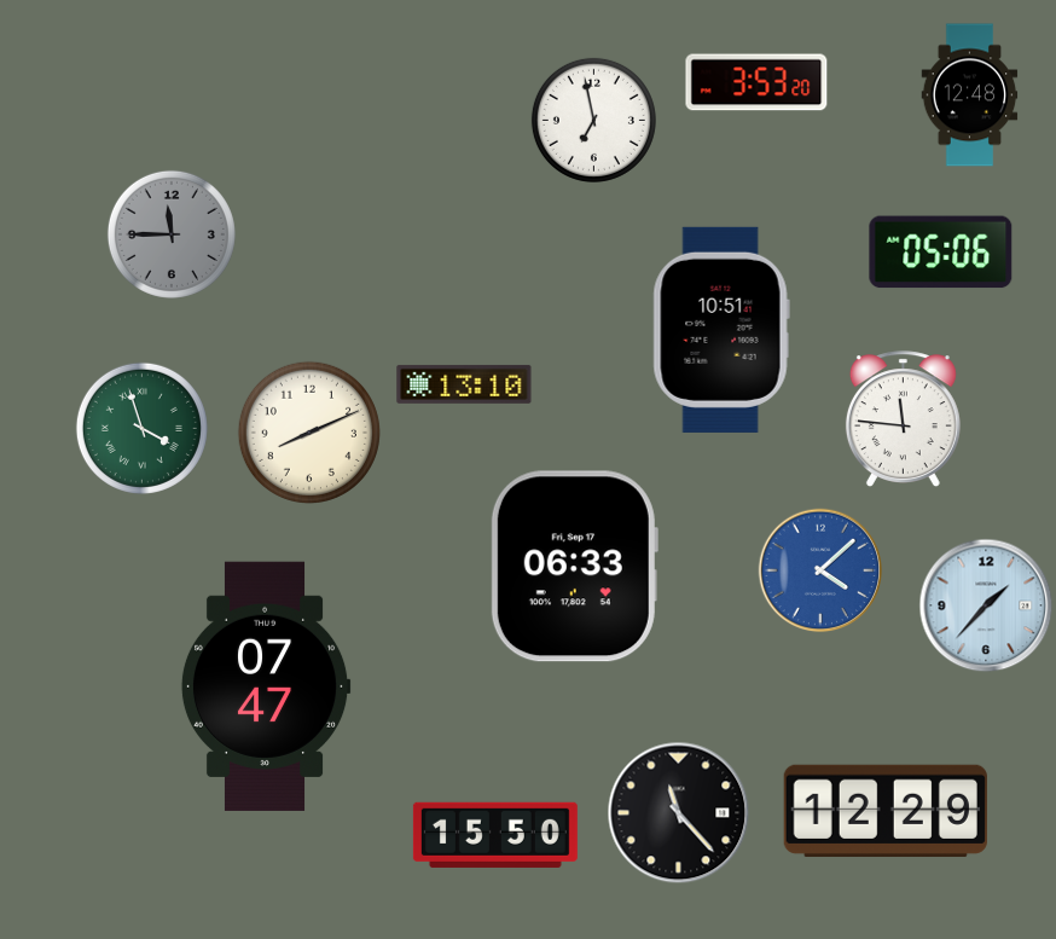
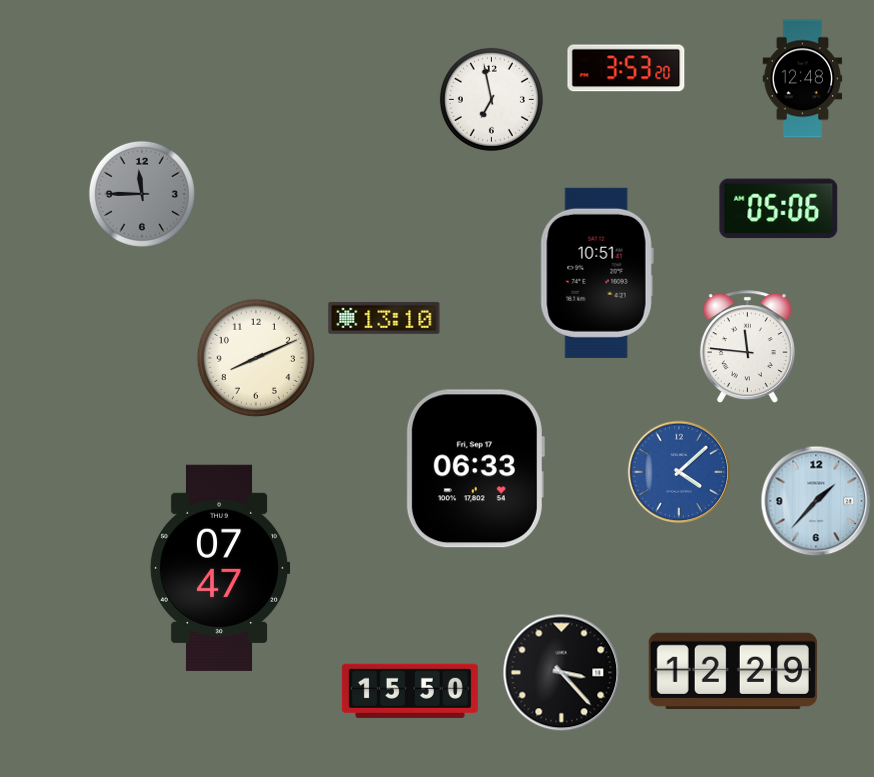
clock at (141, 428): 3:57 -> none
clock at (679, 813): 11:23 -> 3:23
